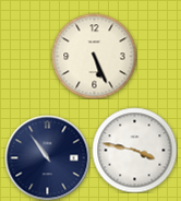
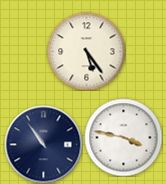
clock at (94, 56): 5:26 -> 5:24
